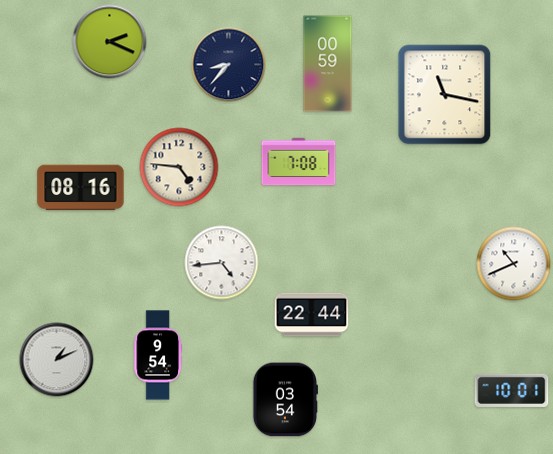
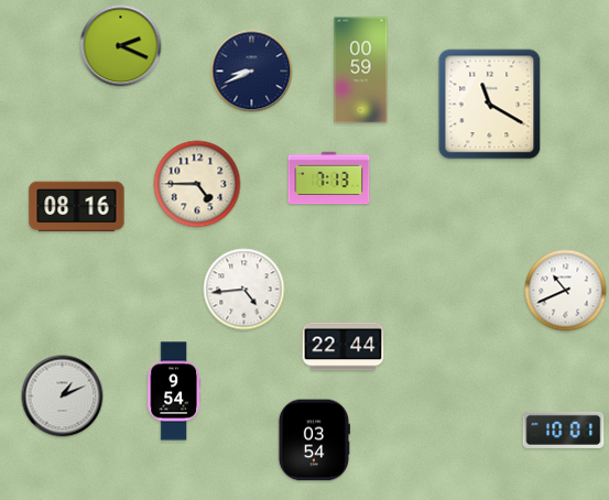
clock at (229, 65): 8:37 -> 8:41
clock at (445, 95): 11:17 -> 11:20
clock at (299, 162): 7:08 -> 7:13
clock at (179, 167): 4:46 -> 4:45
clock at (81, 188) position: (81, 188) -> (77, 207)
